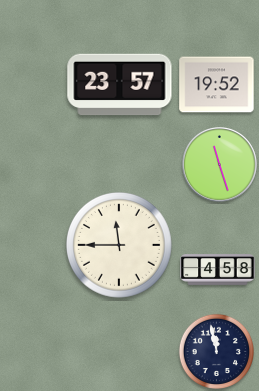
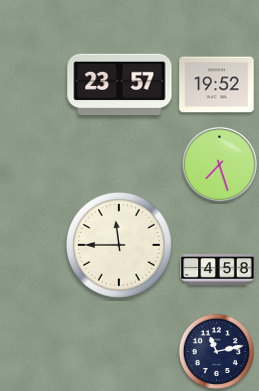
clock at (220, 165): 11:27 -> 7:27
clock at (216, 351): 11:58 -> 11:13
